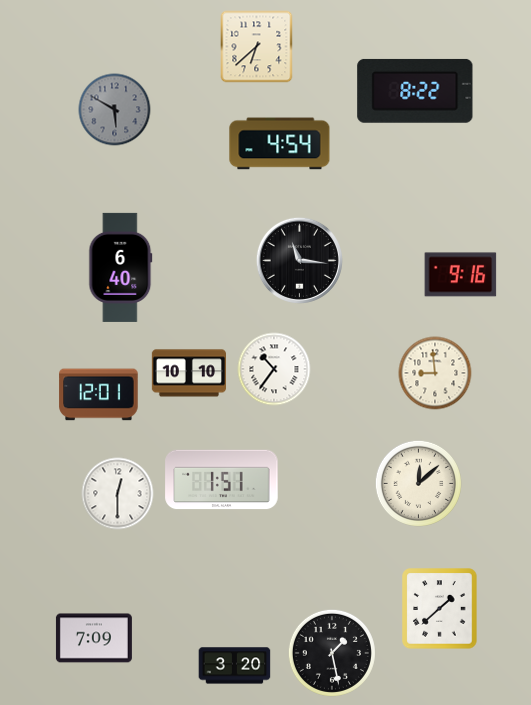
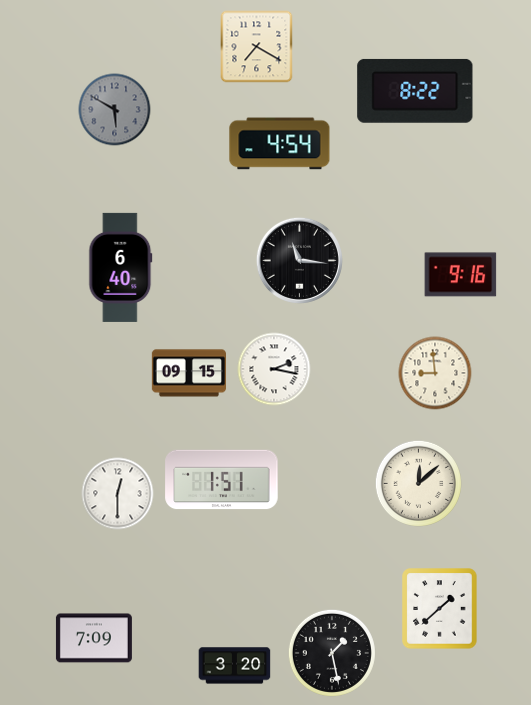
clock at (257, 47): 6:38 -> 7:20
clock at (274, 369): 10:36 -> 2:17
clock at (188, 373): 10:10 -> 09:15
clock at (99, 395): 12:01 -> none
